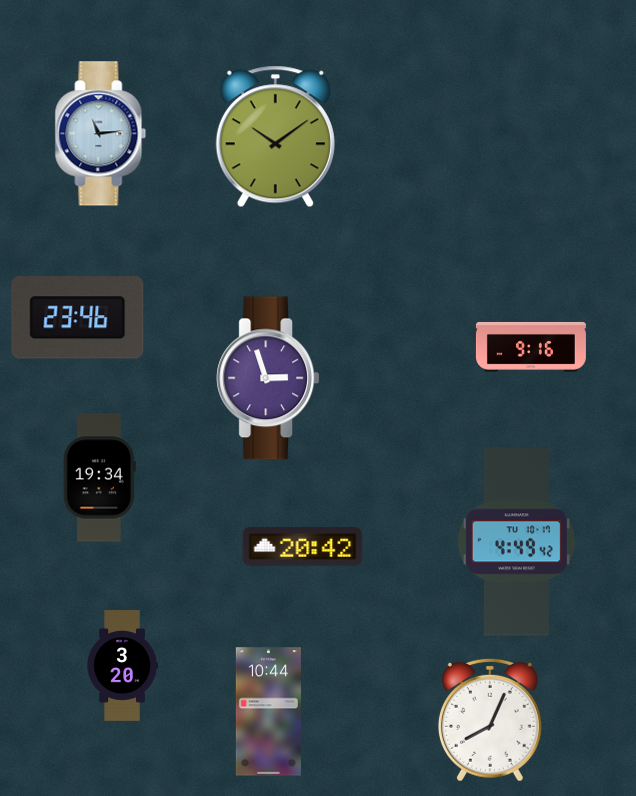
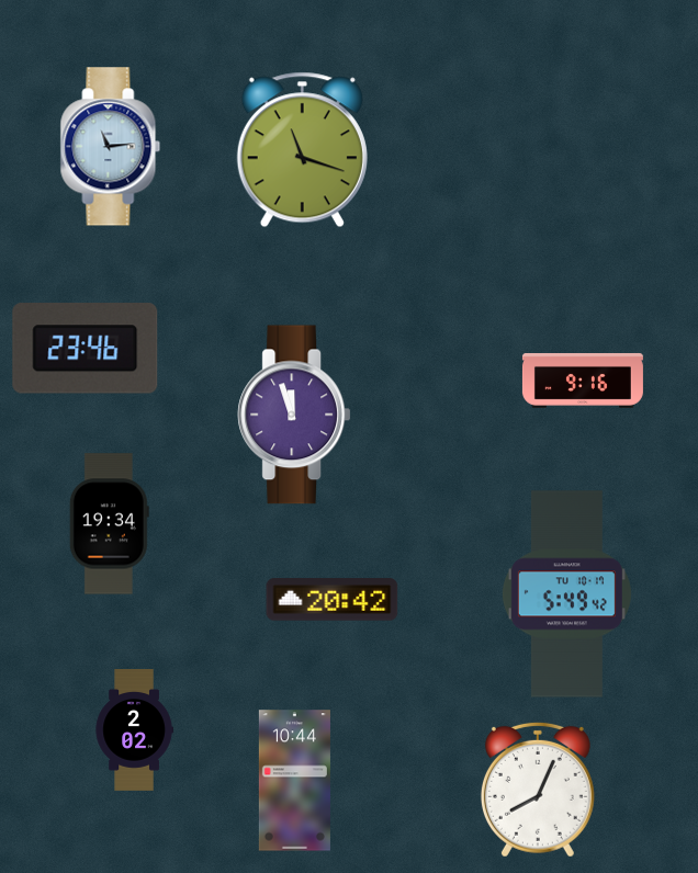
clock at (275, 137): 10:09 -> 11:18
clock at (268, 378): 2:57 -> 11:57
clock at (516, 542): 4:49 -> 5:49
clock at (122, 666): 3:20 -> 2:02
